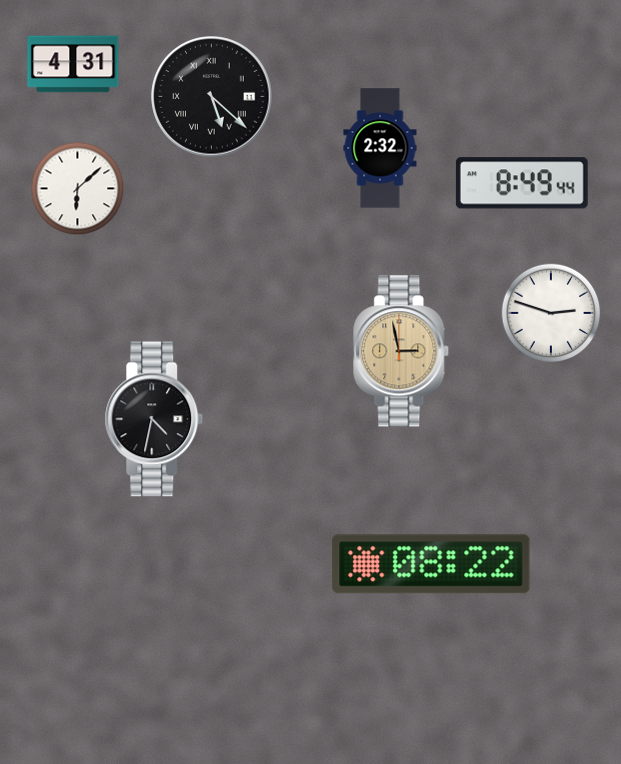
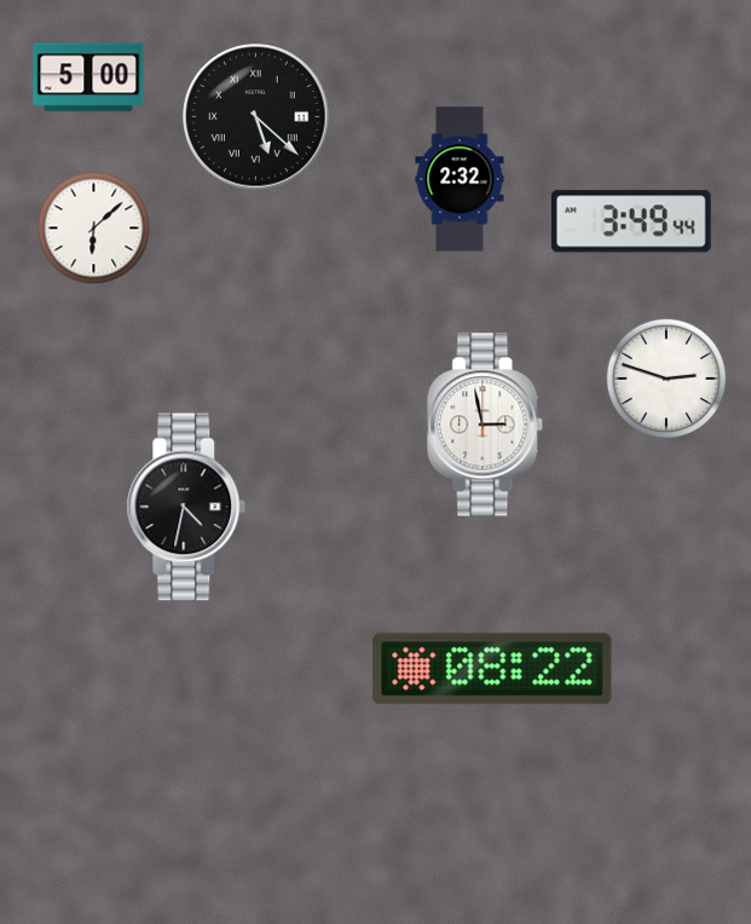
clock at (73, 64): 4:31 -> 5:00
clock at (522, 183): 8:49 -> 3:49
clock at (402, 351) dial: champagne -> white
clock at (431, 564) position: (431, 564) -> (492, 669)
